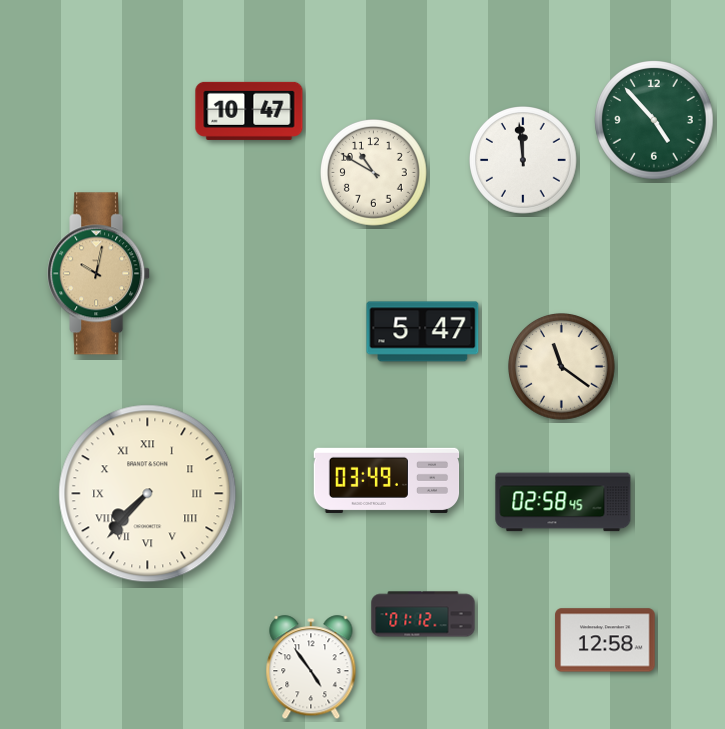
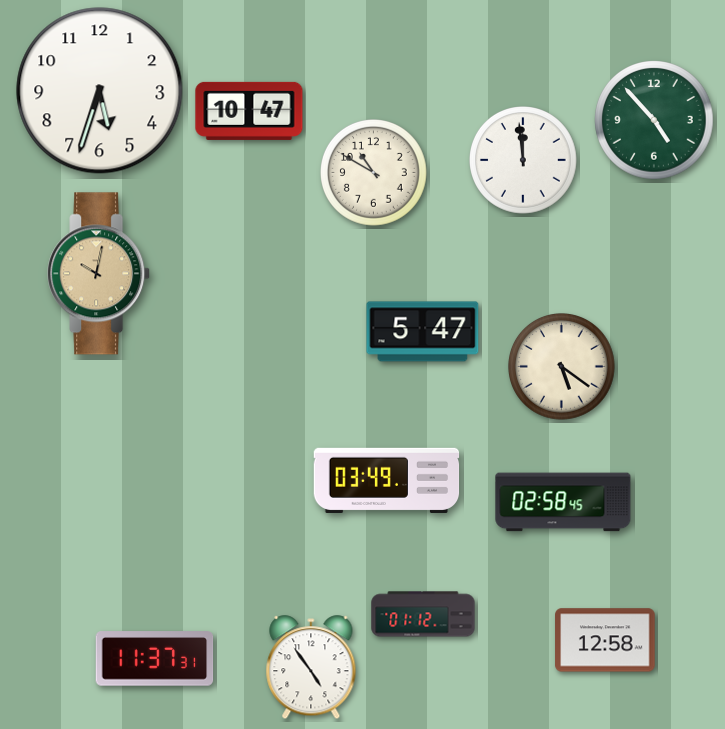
clock at (100, 91): none -> 5:33
clock at (562, 367): 11:21 -> 5:21
clock at (148, 494): 7:37 -> none
clock at (155, 659): none -> 11:37
